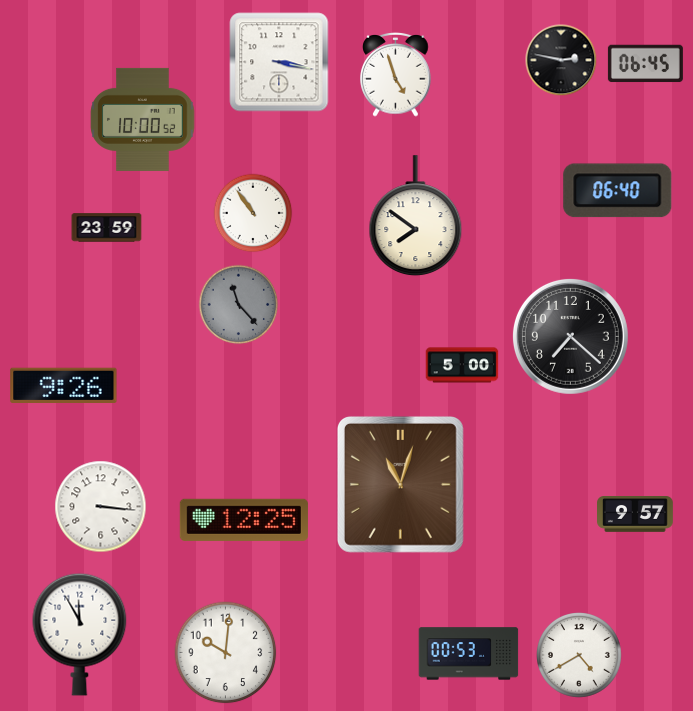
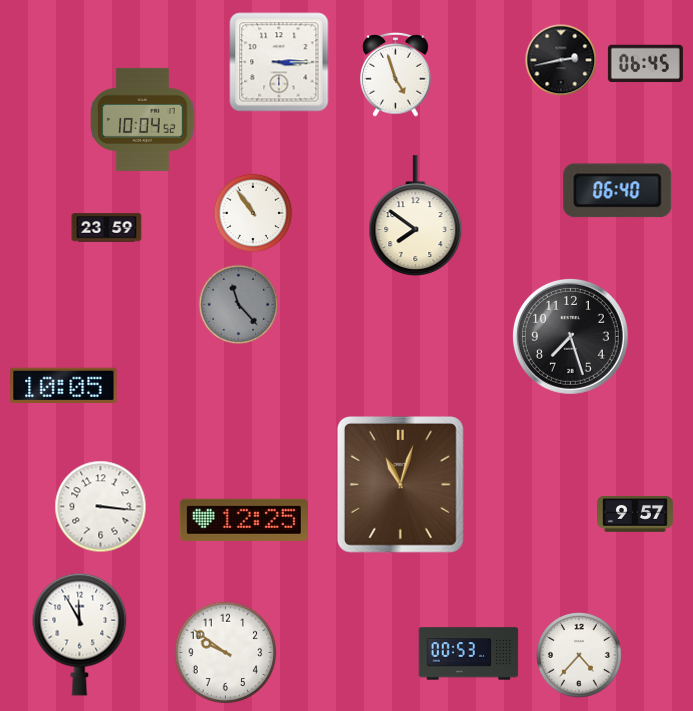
clock at (561, 60): 2:47 -> 2:43
clock at (279, 62): 3:17 -> 3:15
clock at (143, 119): 10:00 -> 10:04
clock at (570, 336): 7:22 -> 7:27
clock at (462, 365): 5:00 -> none
clock at (64, 385): 9:26 -> 10:05
clock at (226, 653): 10:01 -> 9:51
clock at (580, 656): 4:40 -> 4:37
